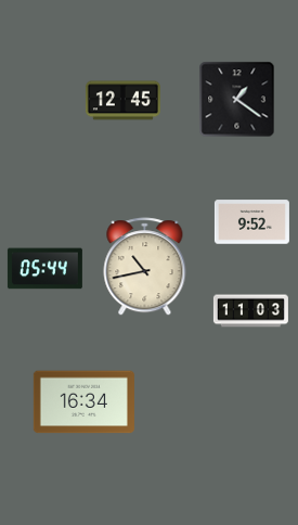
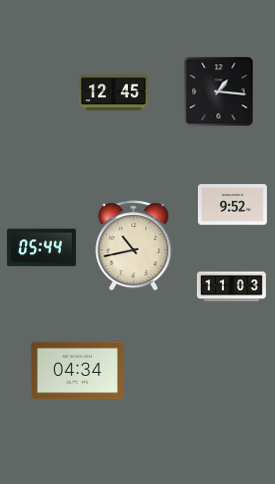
clock at (237, 100): 1:21 -> 1:16
clock at (83, 402): 16:34 -> 04:34
